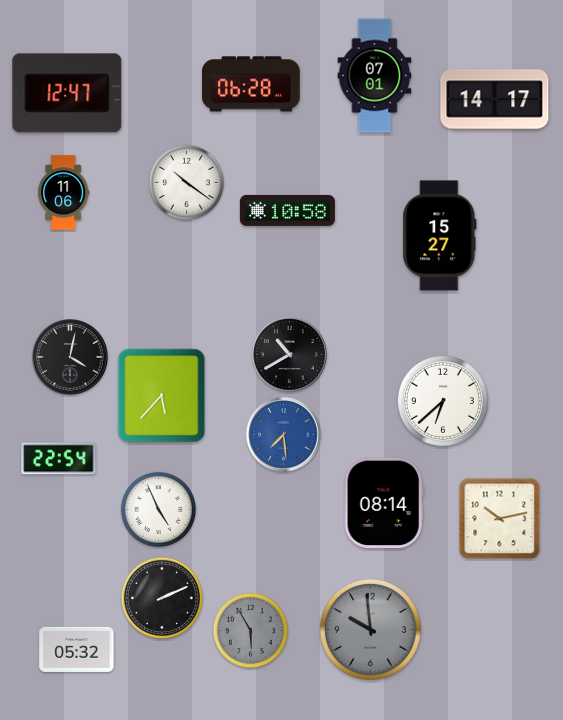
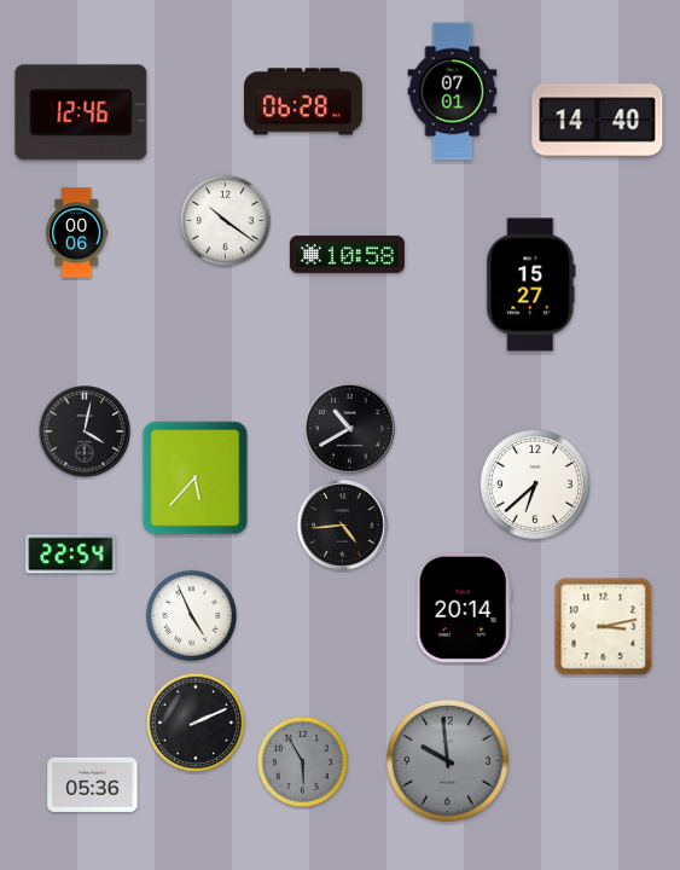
clock at (67, 93): 12:47 -> 12:46
clock at (495, 100): 14:17 -> 14:40
clock at (64, 193): 11:06 -> 00:06
clock at (284, 435): 7:29 -> 4:44
clock at (284, 435) dial: blue -> black
clock at (384, 503): 08:14 -> 20:14
clock at (500, 519): 10:13 -> 3:13
clock at (77, 649): 05:32 -> 05:36
